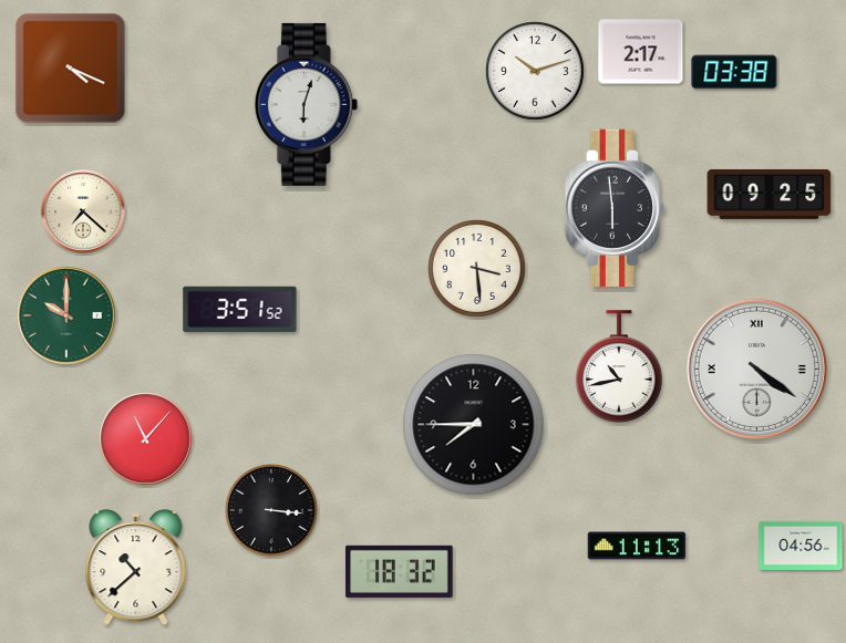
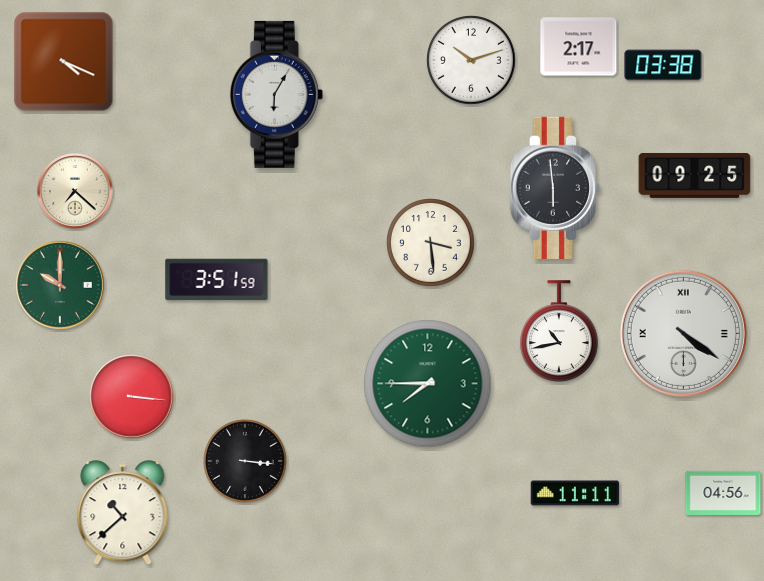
clock at (536, 72) position: (536, 72) -> (472, 61)
clock at (306, 104): 6:03 -> 6:05
clock at (240, 310): 3:51:52 -> 3:51:59
clock at (474, 425) dial: black -> green
clock at (146, 439): 11:07 -> 3:16
clock at (637, 546): 11:13 -> 11:11
clock at (400, 571): 18:32 -> none
